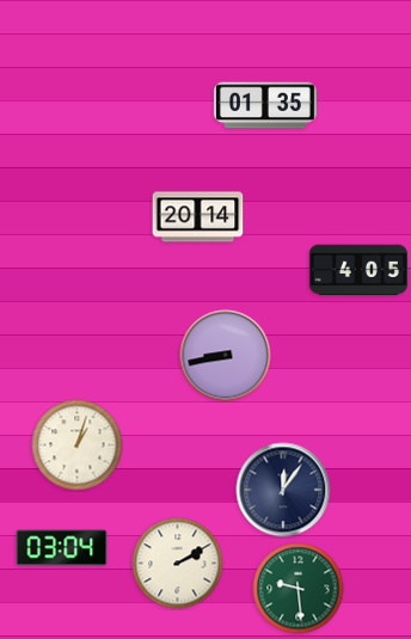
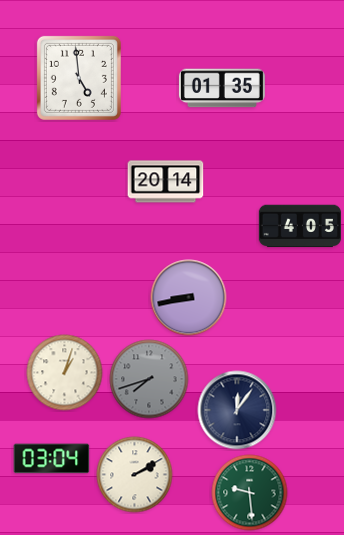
clock at (79, 78): none -> 4:59
clock at (149, 379): none -> 7:42
clock at (178, 564) position: (178, 564) -> (135, 475)
